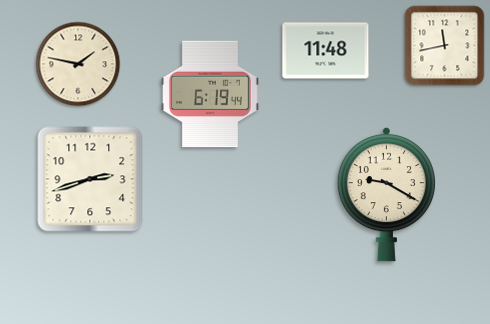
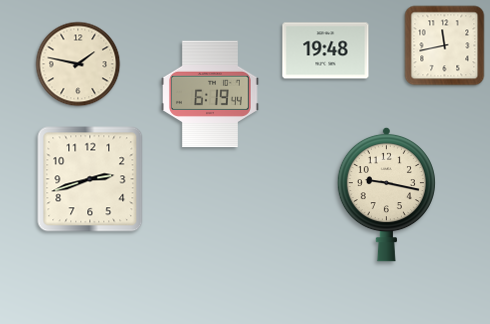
clock at (326, 51): 11:48 -> 19:48
clock at (386, 194): 9:20 -> 9:17
